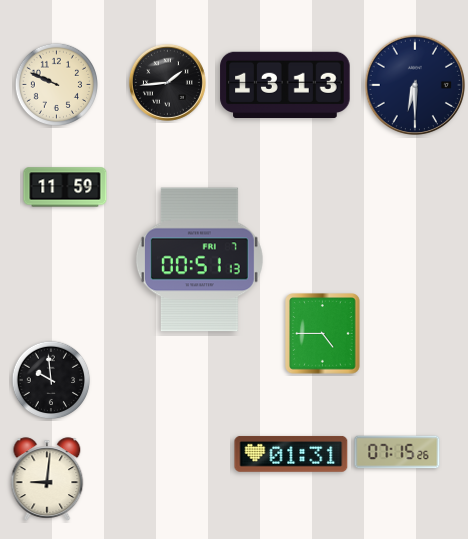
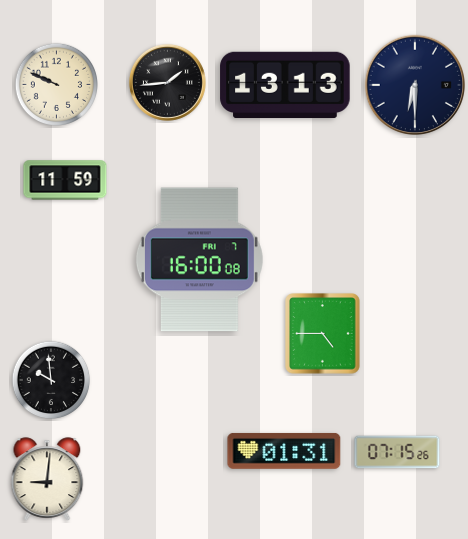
clock at (65, 187) position: (65, 187) -> (65, 180)
clock at (199, 260): 00:51 -> 16:00
clock at (291, 454) position: (291, 454) -> (284, 451)
